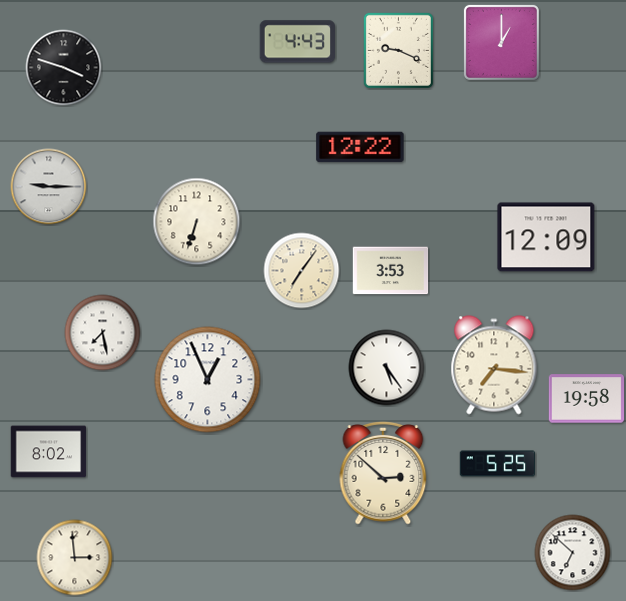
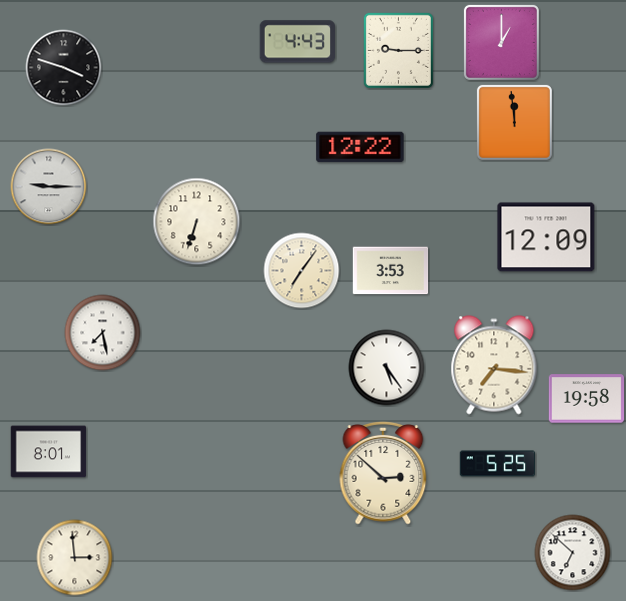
clock at (398, 50): 9:19 -> 9:15
clock at (514, 122): none -> 11:59
clock at (208, 380): 12:56 -> none
clock at (49, 452): 8:02 -> 8:01
